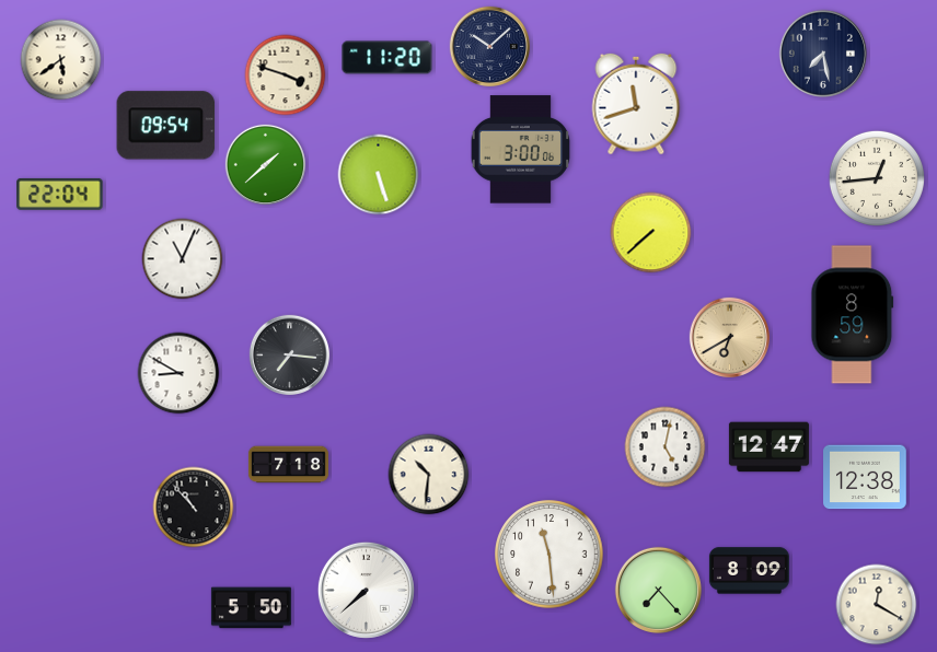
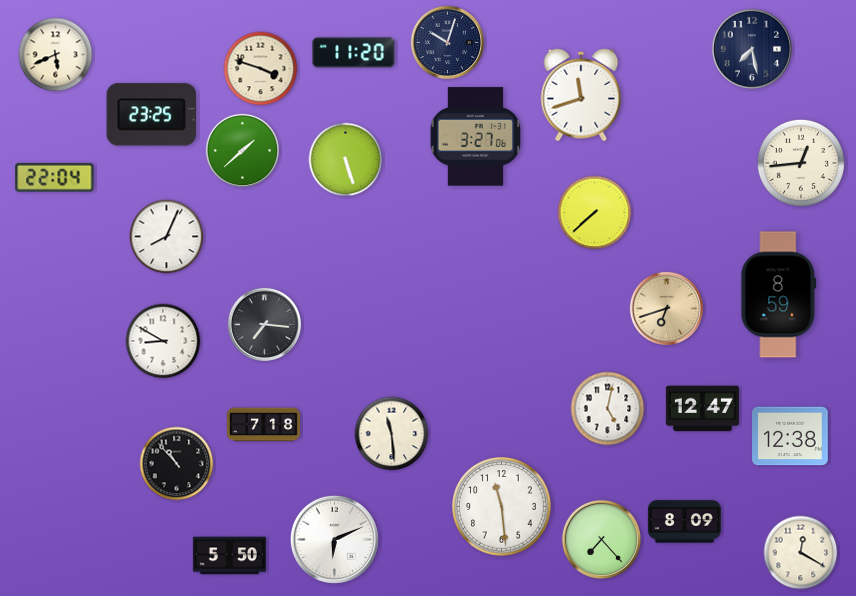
clock at (490, 47): 10:08 -> 10:03
clock at (61, 60): 5:39 -> 5:41
clock at (166, 126): 09:54 -> 23:25
clock at (521, 150): 3:00 -> 3:27
clock at (183, 259): 11:04 -> 8:04
clock at (853, 315) position: (853, 315) -> (779, 295)
clock at (730, 338): 6:40 -> 6:42
clock at (429, 475): 10:31 -> 11:29
clock at (366, 590): 7:38 -> 6:11
